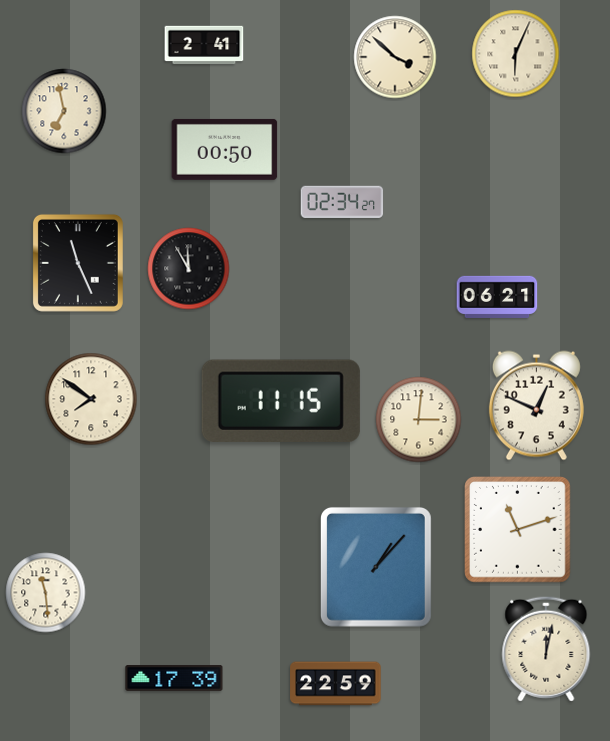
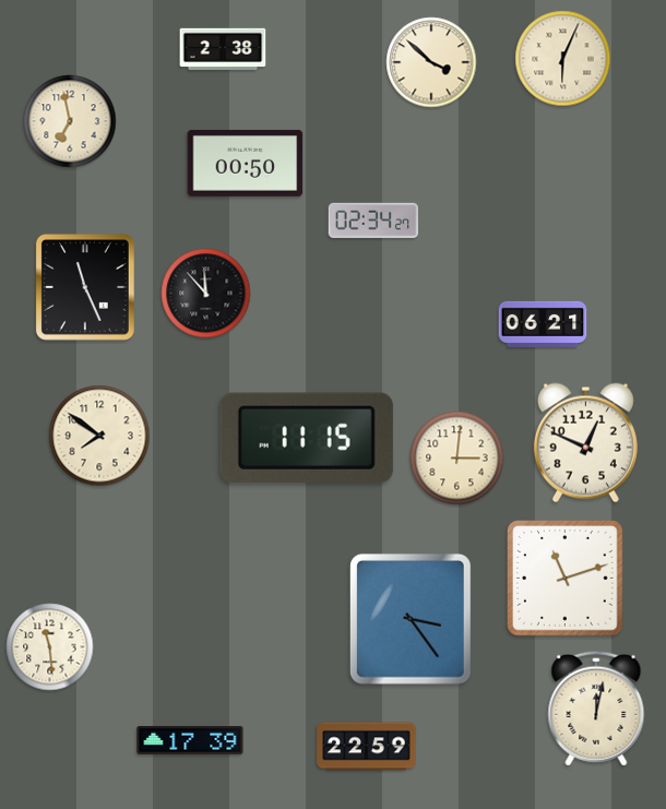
clock at (204, 45): 2:41 -> 2:38
clock at (189, 269): 11:55 -> 11:53
clock at (376, 567): 1:07 -> 3:24
